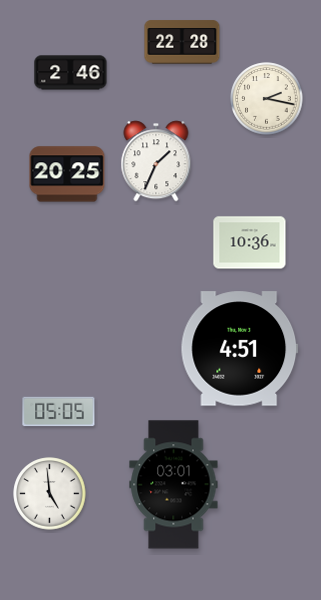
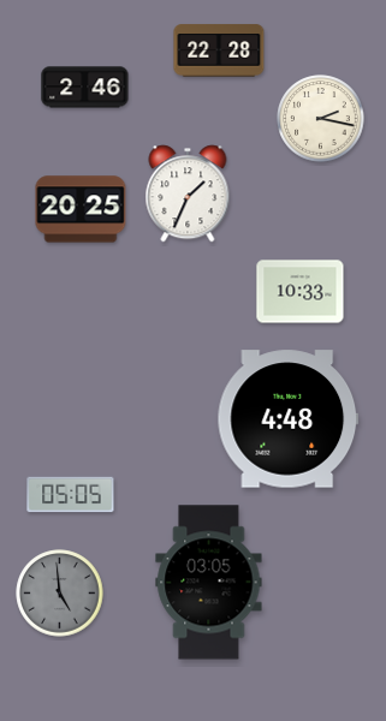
clock at (250, 243): 10:36 -> 10:33
clock at (240, 349): 4:51 -> 4:48
clock at (174, 485): 03:01 -> 03:05
clock at (50, 494) dial: white -> grey
